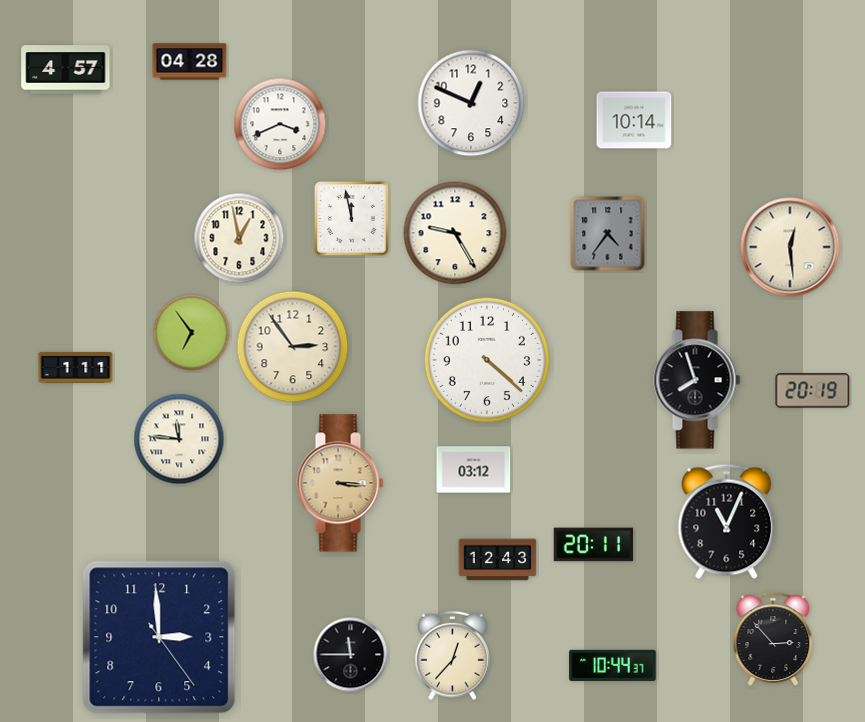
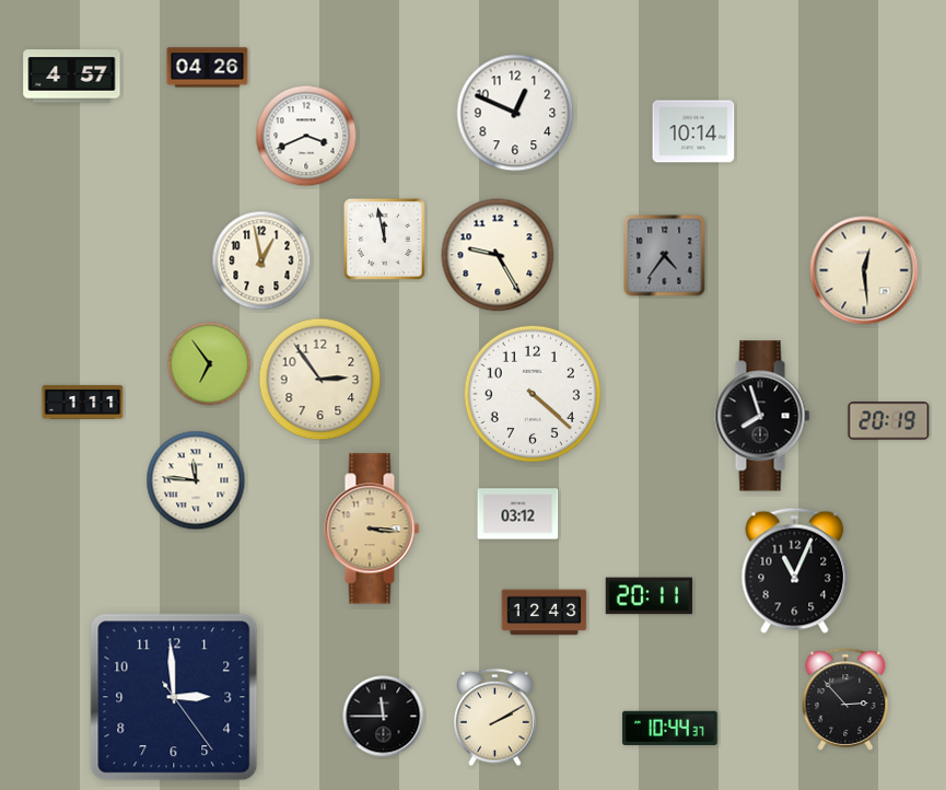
clock at (190, 62): 04:28 -> 04:26
clock at (813, 391) position: (813, 391) -> (889, 421)
clock at (453, 656): 12:37 -> 2:10
